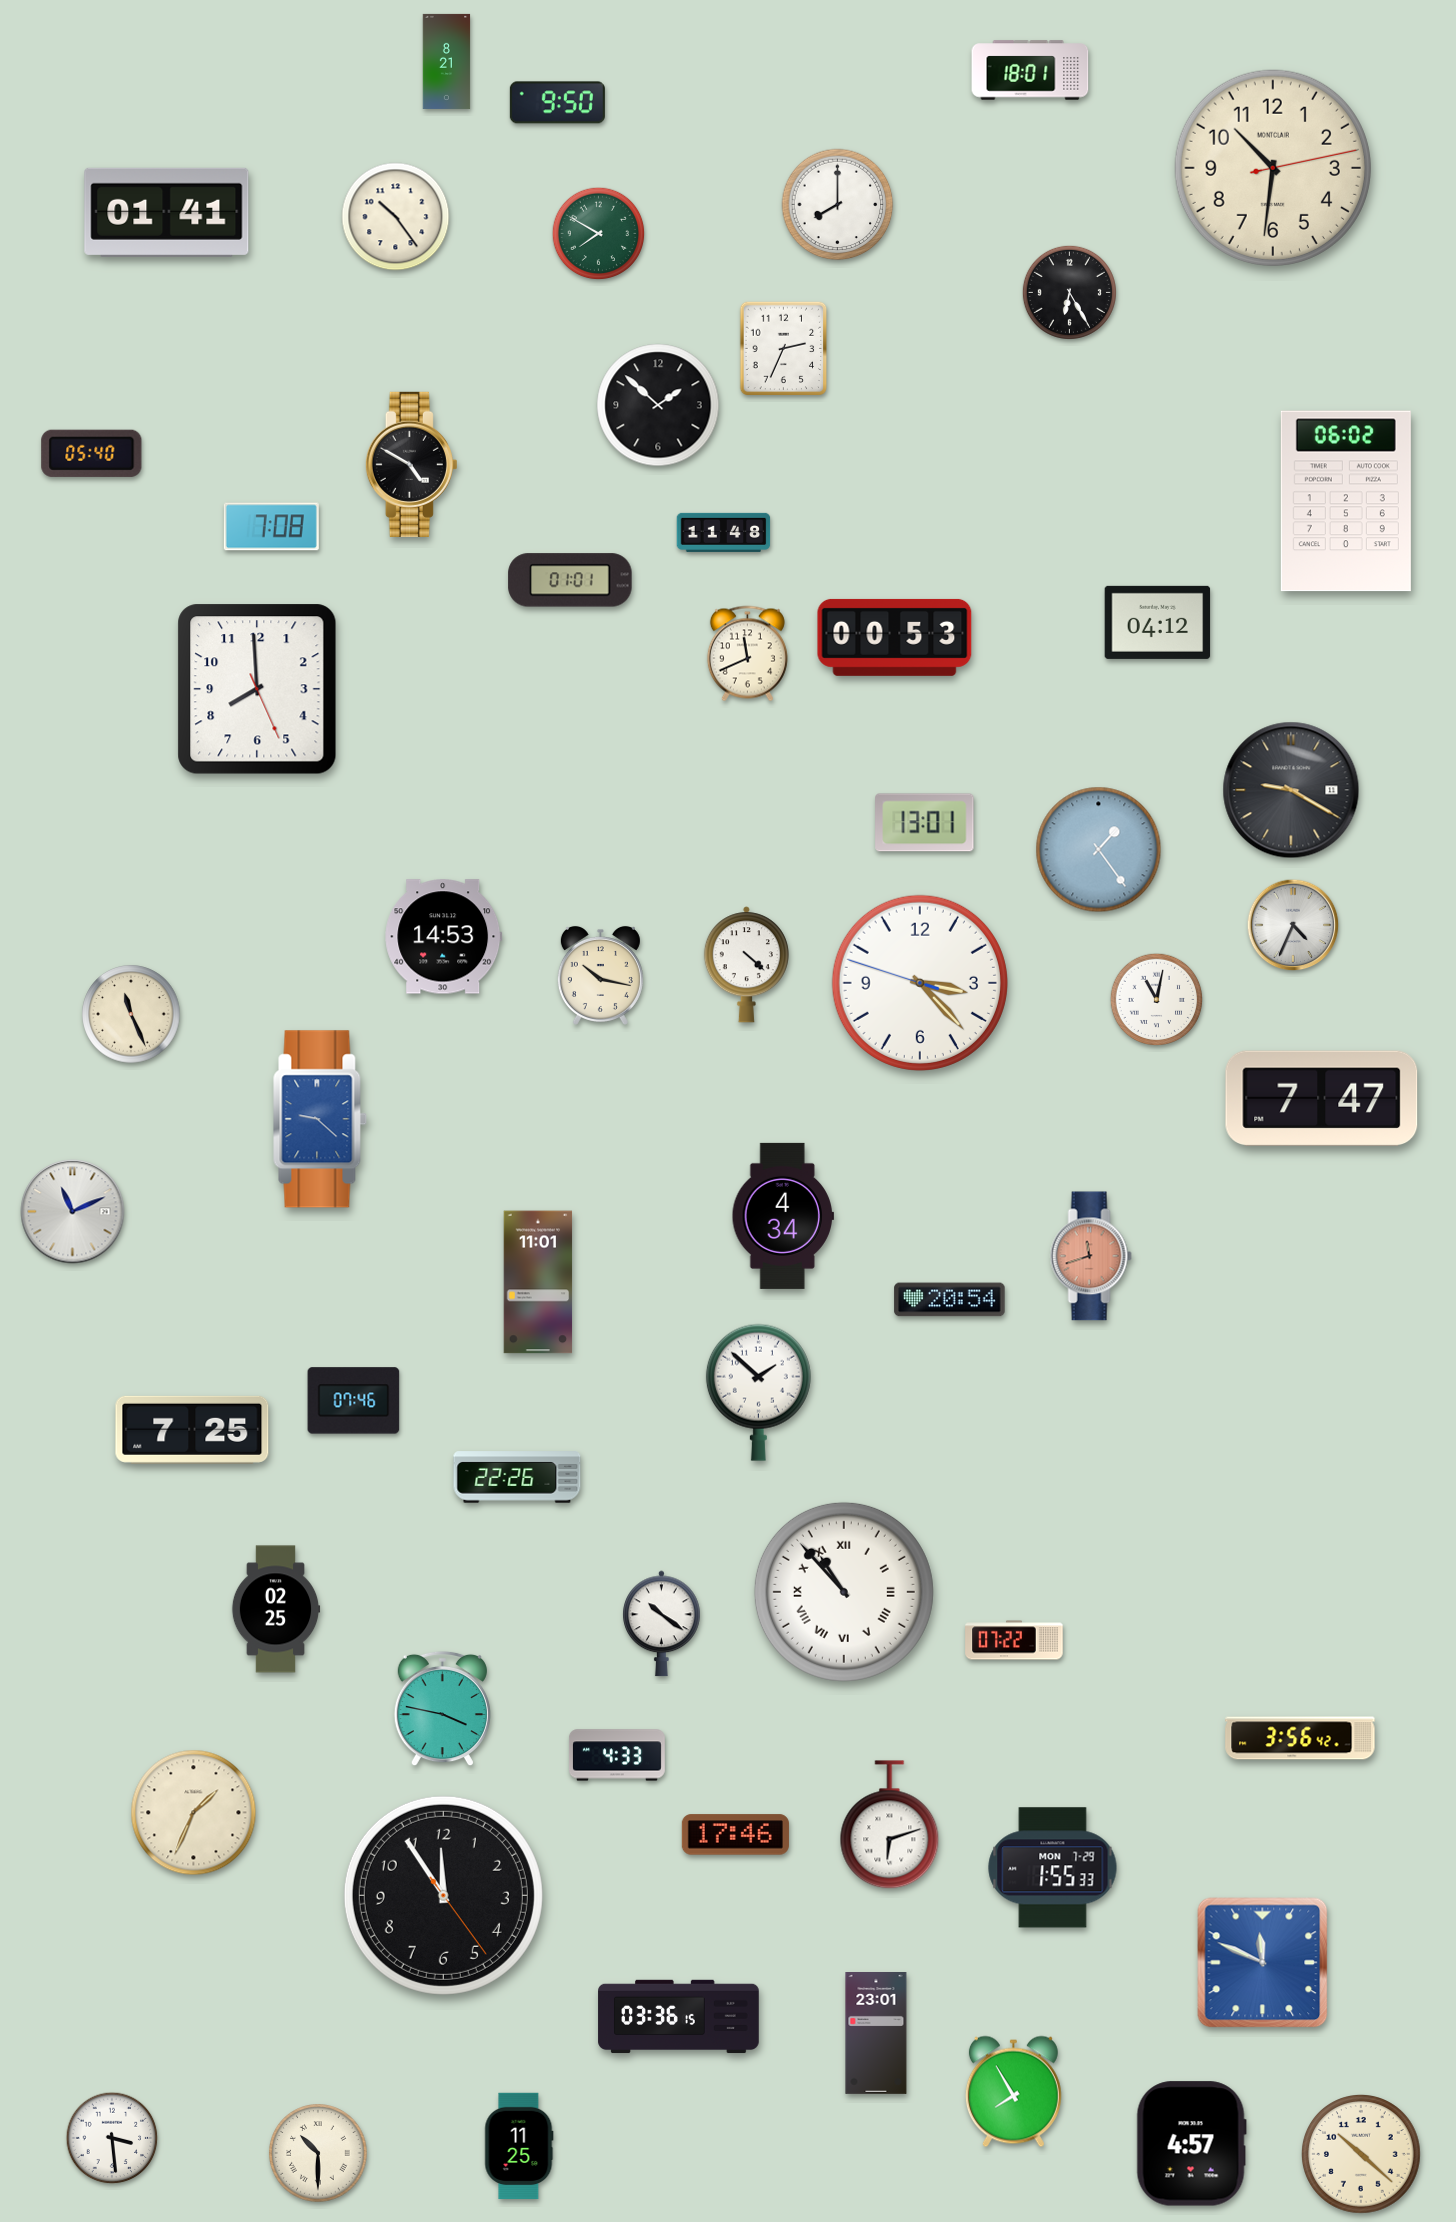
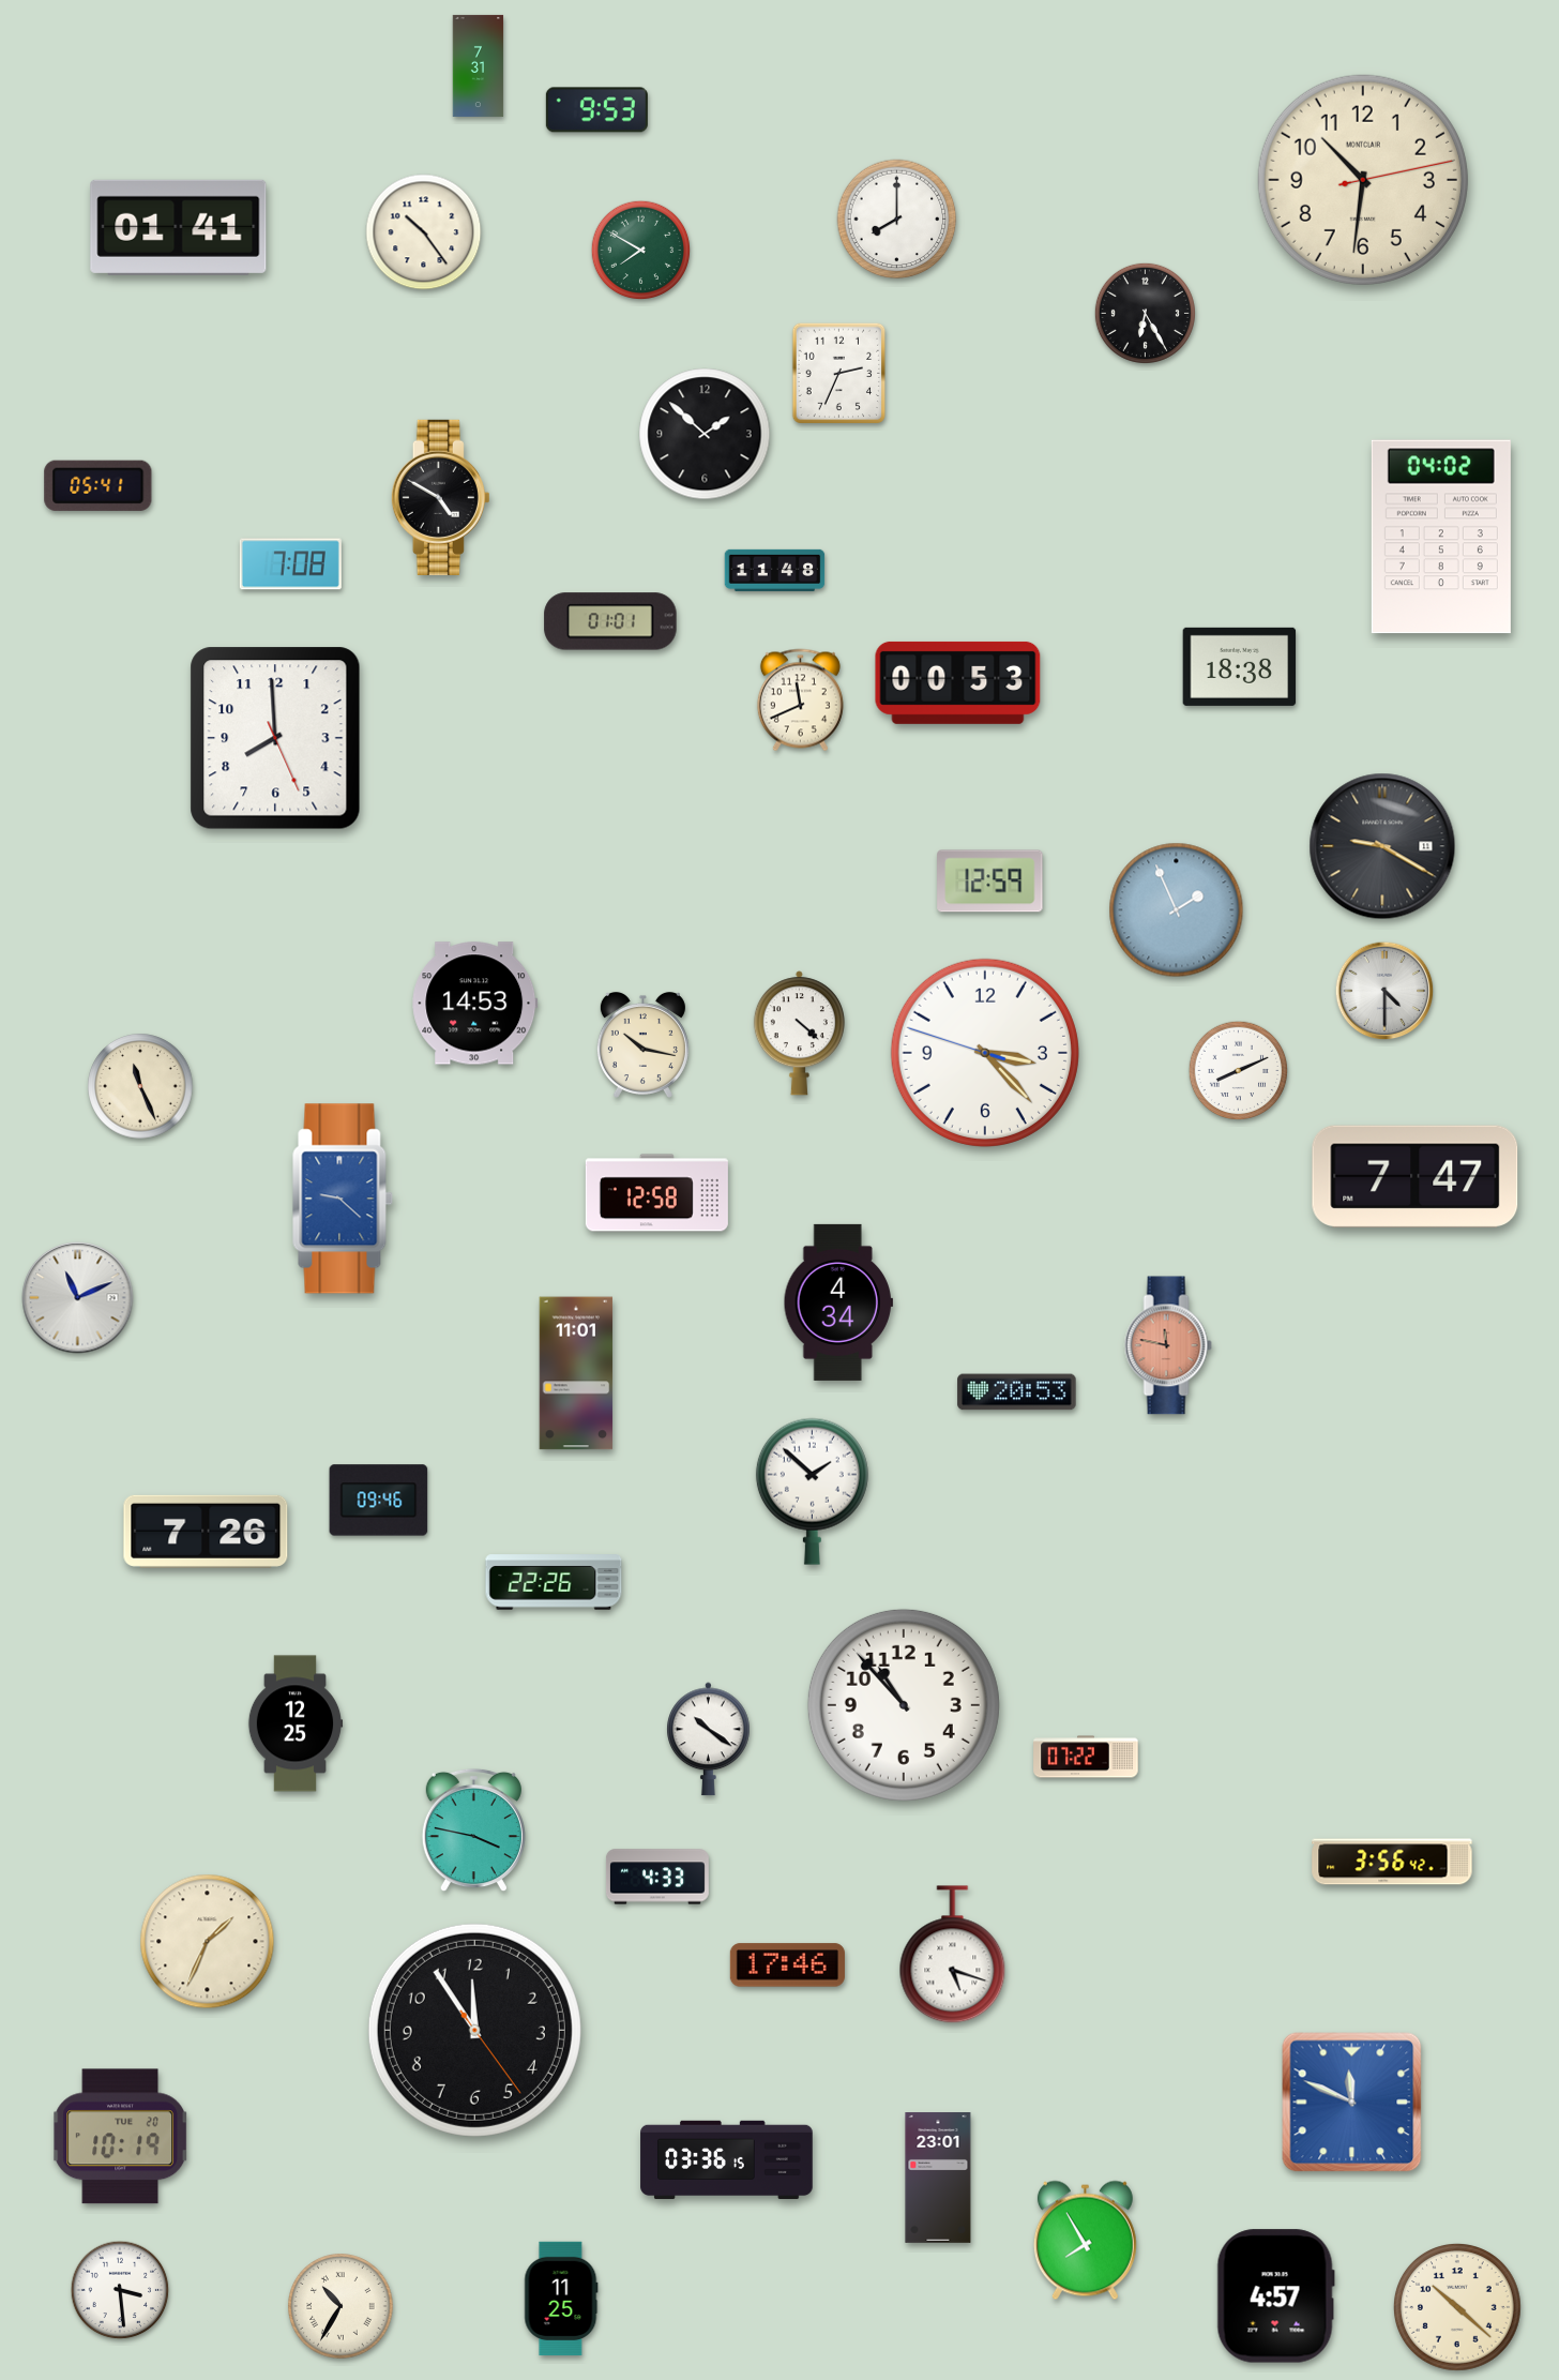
clock at (447, 61): 8:21 -> 7:31
clock at (1030, 70): 18:01 -> none
clock at (557, 103): 9:50 -> 9:53
clock at (92, 453): 05:40 -> 05:41
clock at (1346, 501): 06:02 -> 04:02
clock at (1158, 622): 04:12 -> 18:38
clock at (925, 823): 13:01 -> 12:59
clock at (1099, 850): 1:24 -> 1:56
clock at (1293, 925): 4:34 -> 4:30
clock at (1157, 1000): 11:02 -> 8:11
clock at (656, 1193): none -> 12:58
clock at (1091, 1256): 11:42 -> 11:47
clock at (950, 1300): 20:54 -> 20:53
clock at (354, 1401): 07:46 -> 09:46
clock at (192, 1430): 7:25 -> 7:26
clock at (844, 1592) numerals: Roman -> Arabic
clock at (276, 1609): 02:25 -> 12:25
clock at (617, 1755) position: (617, 1755) -> (657, 1877)
clock at (890, 1825): 6:12 -> 5:18
clock at (1053, 1868): 1:55 -> none
clock at (120, 2137): none -> 10:19
clock at (519, 2146) position: (519, 2146) -> (561, 2299)
clock at (318, 2153): 10:30 -> 10:35
